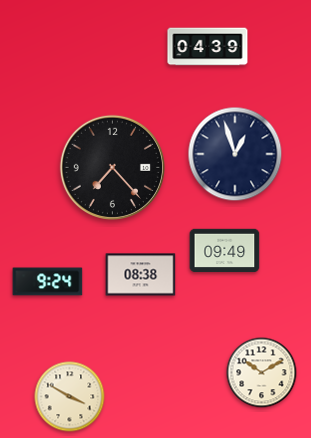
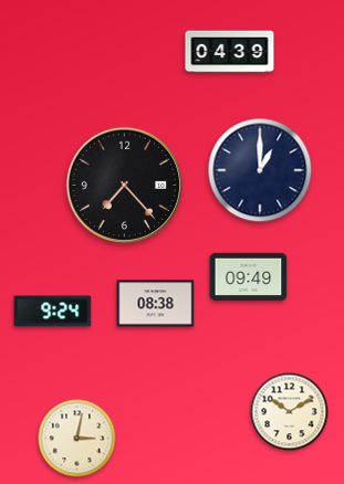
clock at (235, 154): 12:57 -> 1:00
clock at (70, 397): 3:50 -> 3:02
